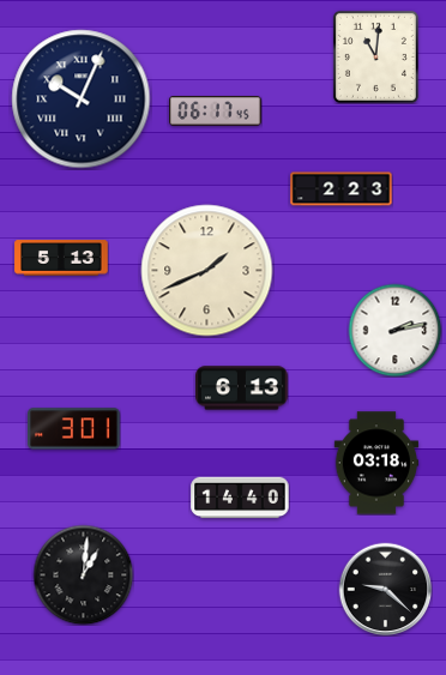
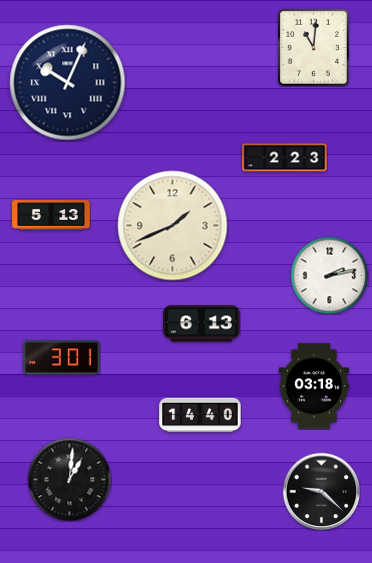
clock at (216, 112): 06:17 -> none
